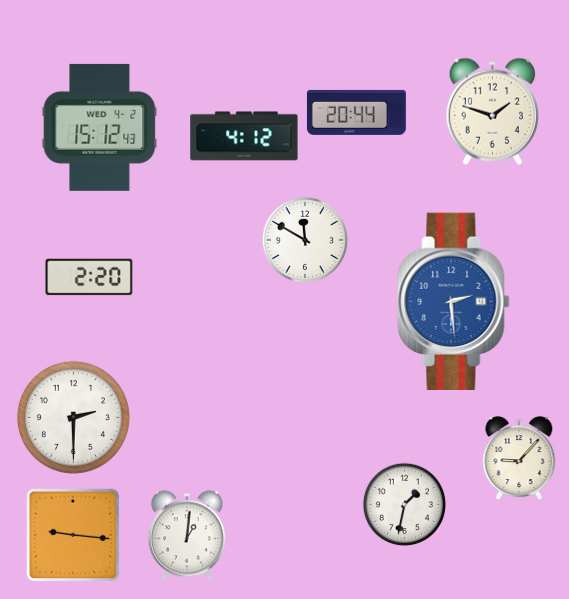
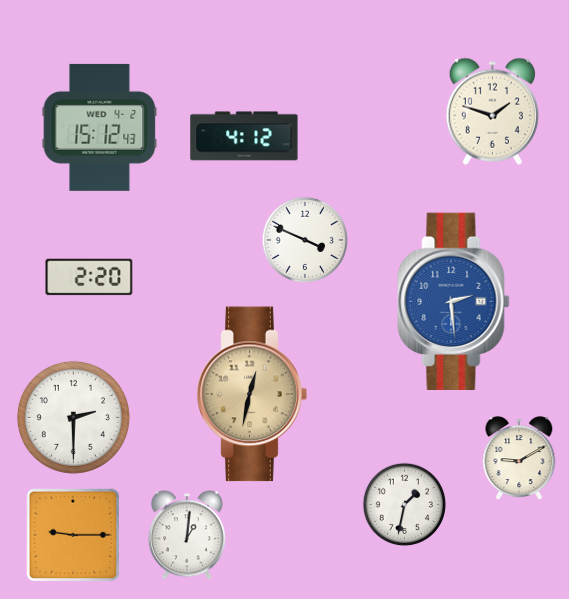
clock at (356, 112): 20:44 -> none
clock at (305, 240): 11:50 -> 3:49
clock at (252, 394): none -> 12:32
clock at (519, 458): 9:07 -> 9:10
clock at (73, 535): 9:16 -> 9:15
